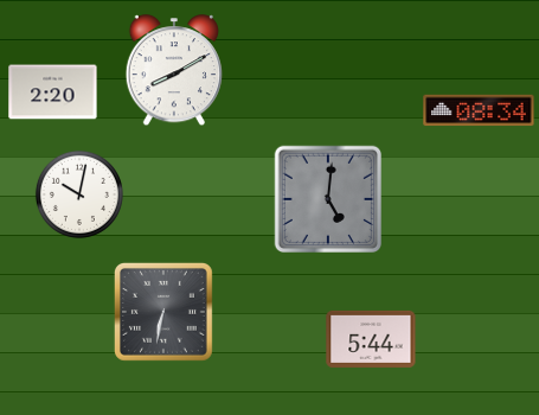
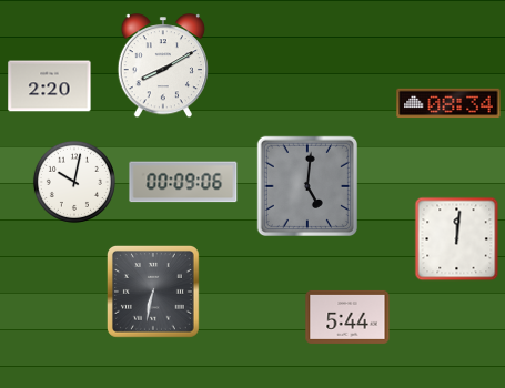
clock at (183, 182): none -> 00:09
clock at (457, 239): none -> 12:01
